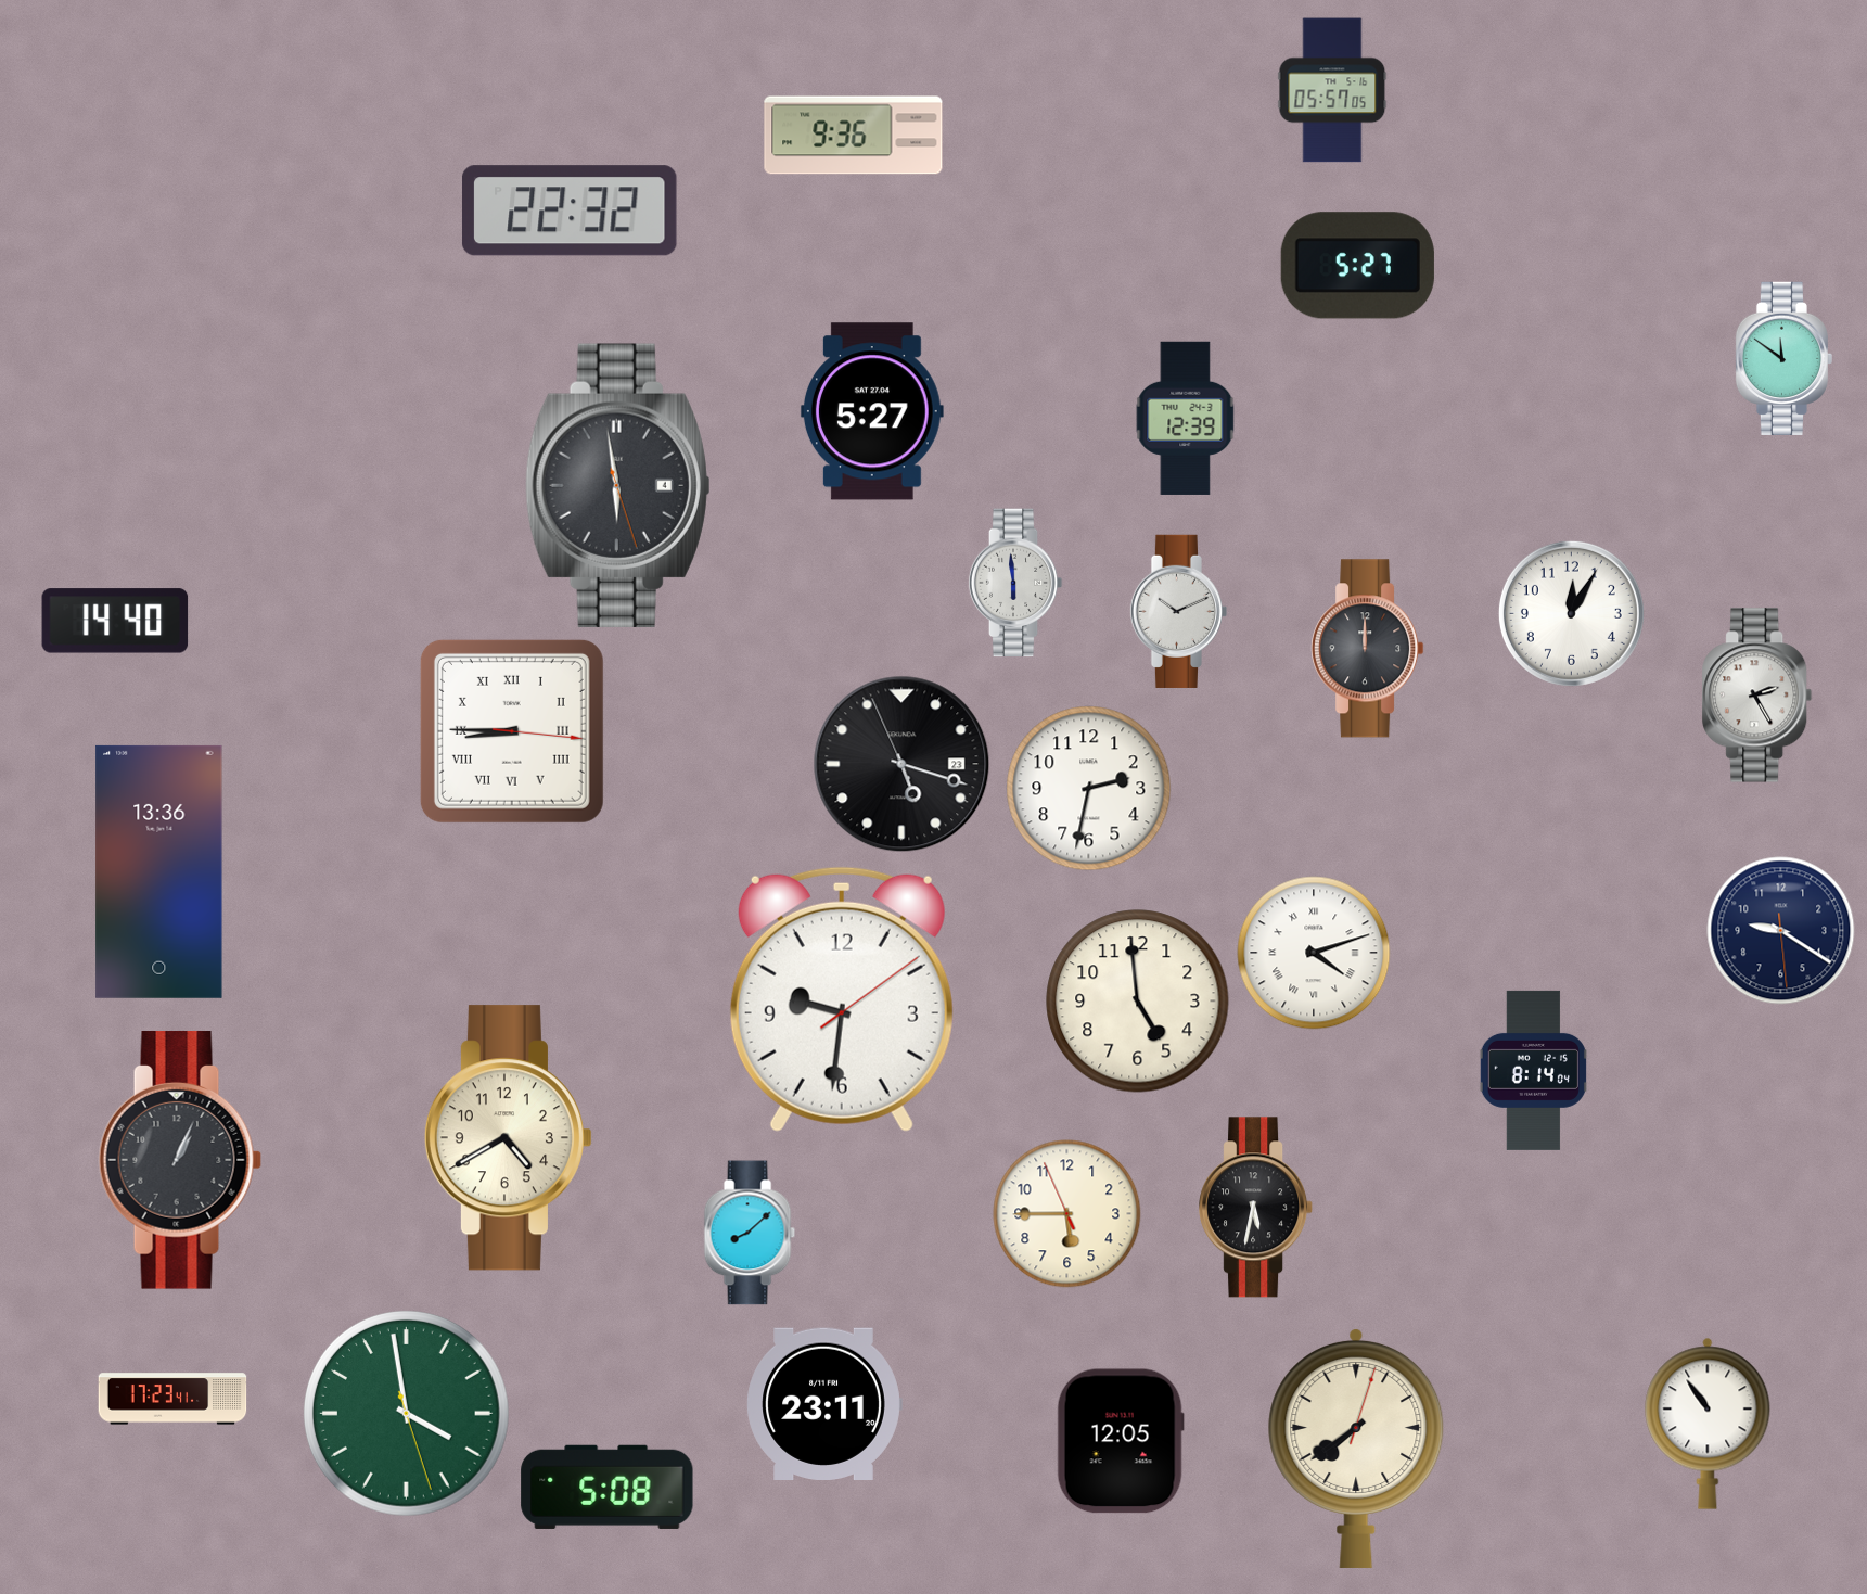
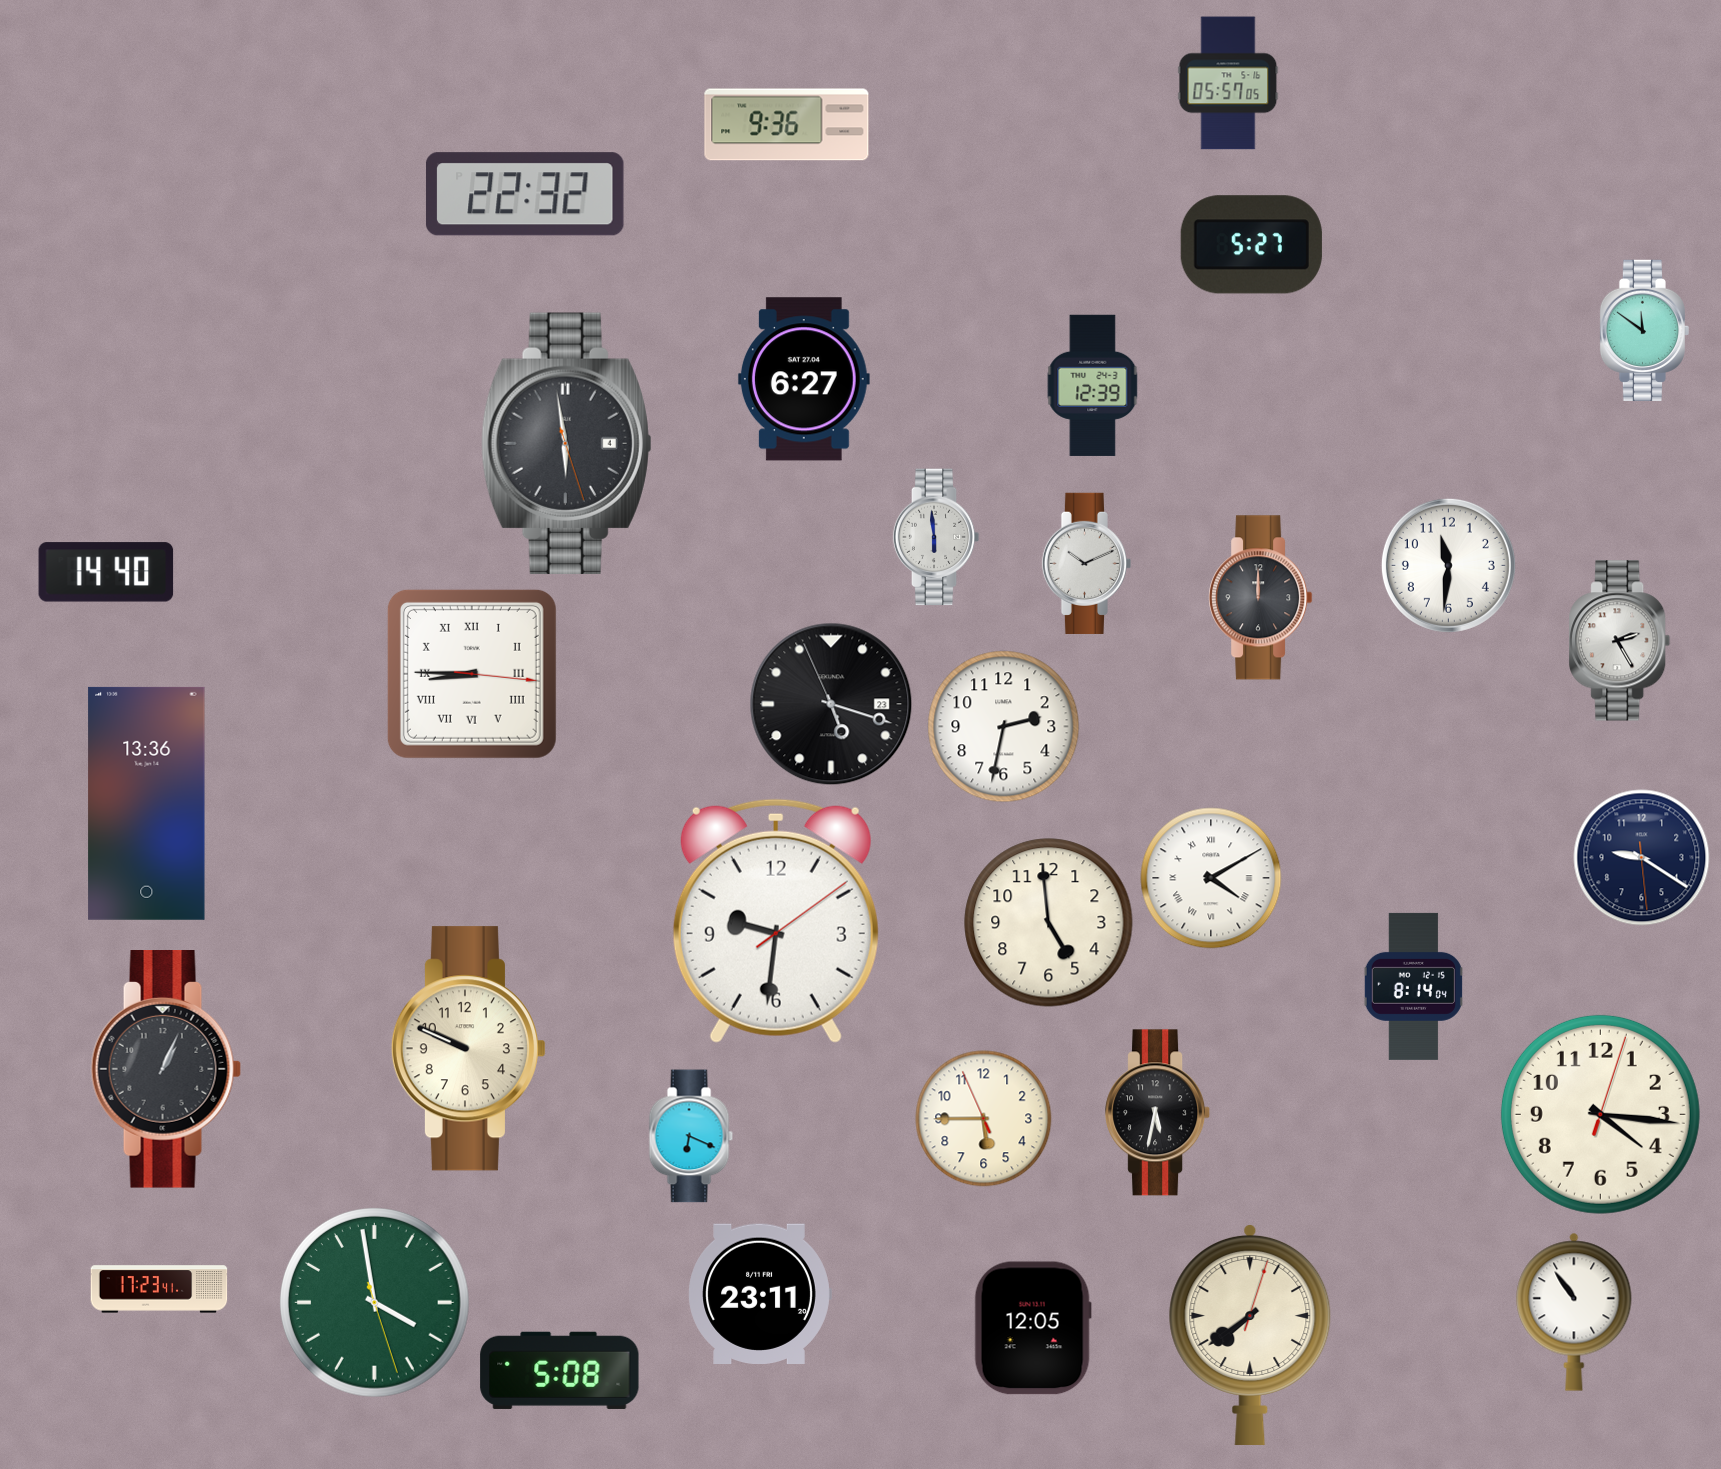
clock at (872, 411): 5:27 -> 6:27
clock at (617, 485) position: (617, 485) -> (566, 443)
clock at (1571, 613): 12:05 -> 11:31
clock at (1314, 953): 4:12 -> 4:10
clock at (508, 1138): 4:40 -> 9:49
clock at (1600, 1114): none -> 4:16
clock at (750, 1233): 8:08 -> 6:19
